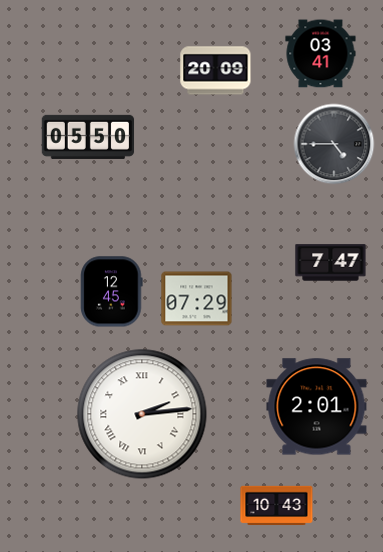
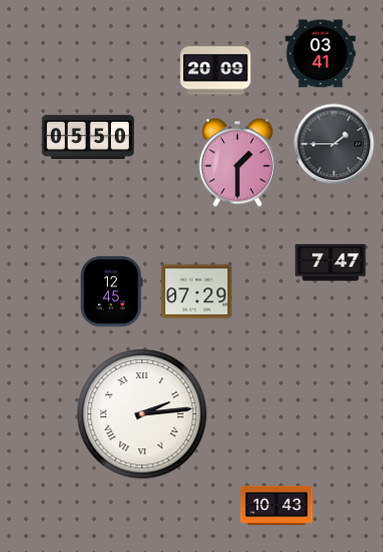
clock at (334, 144): 4:45 -> 1:45
clock at (237, 163): none -> 1:30
clock at (197, 299) position: (197, 299) -> (197, 292)
clock at (317, 407): 2:01 -> none
